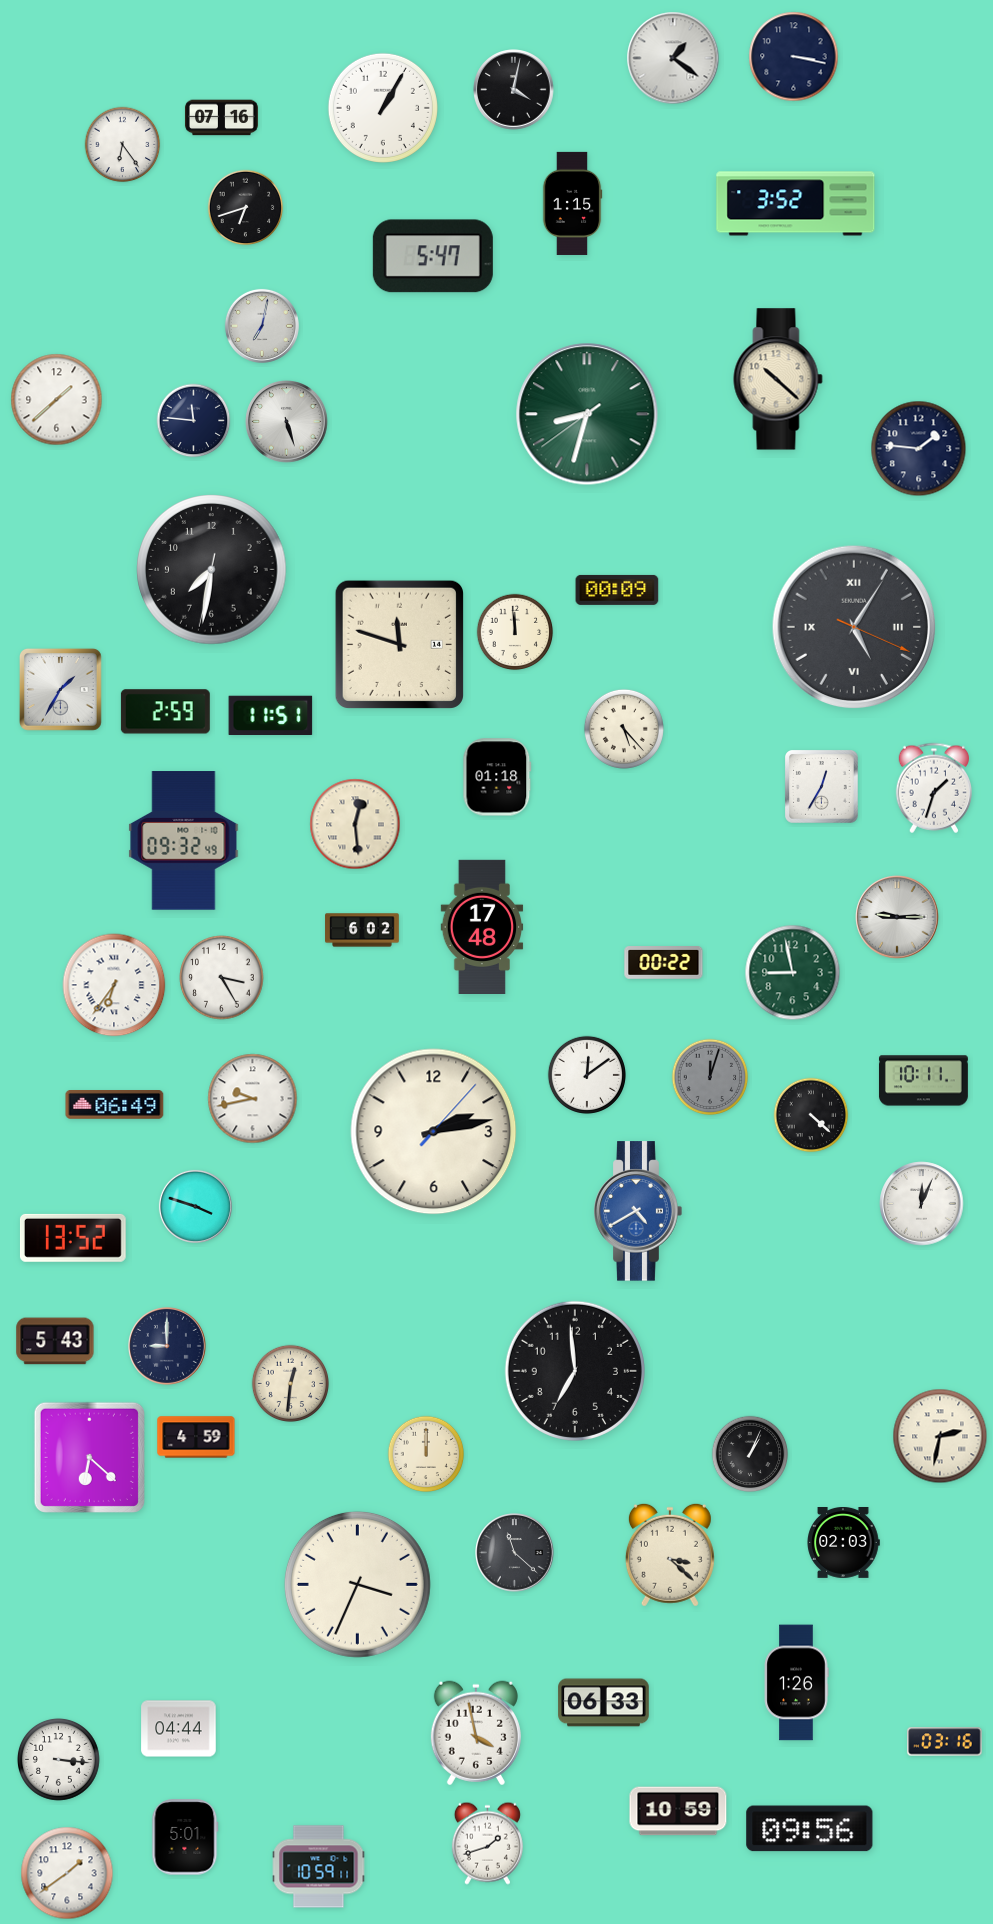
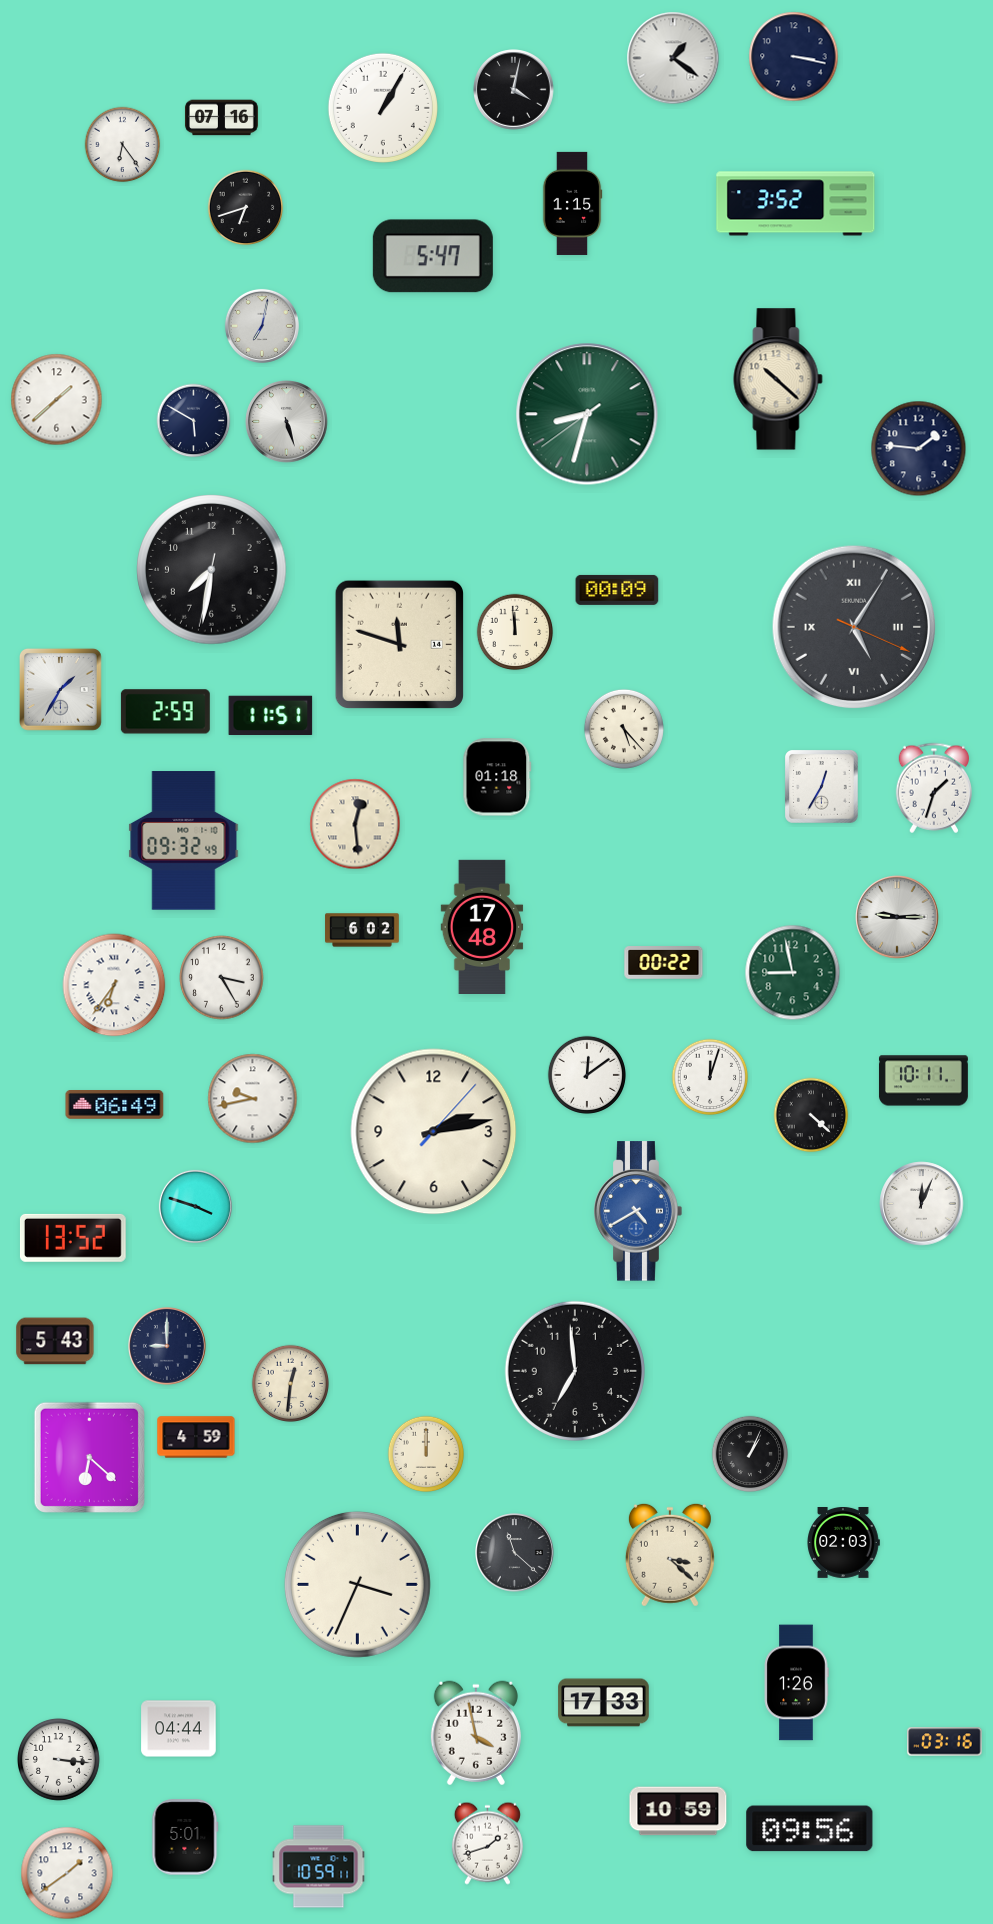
clock at (194, 421): 11:46 -> 5:50
clock at (710, 1077) dial: grey -> white
clock at (940, 1436): 2:32 -> none
clock at (604, 1703): 06:33 -> 17:33
